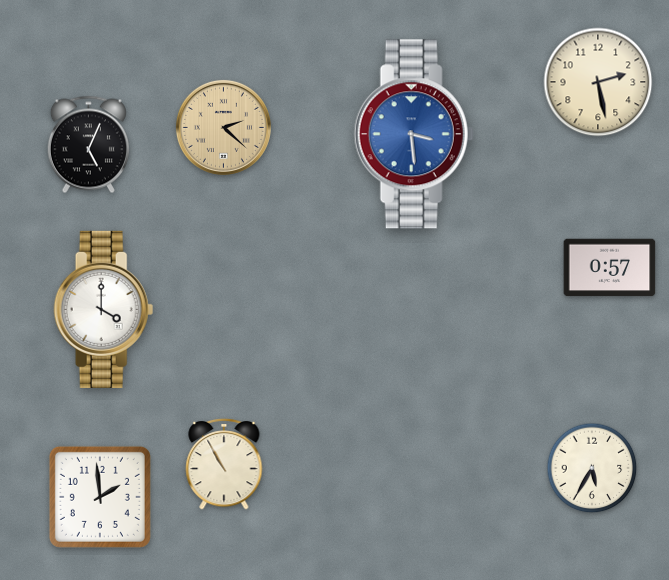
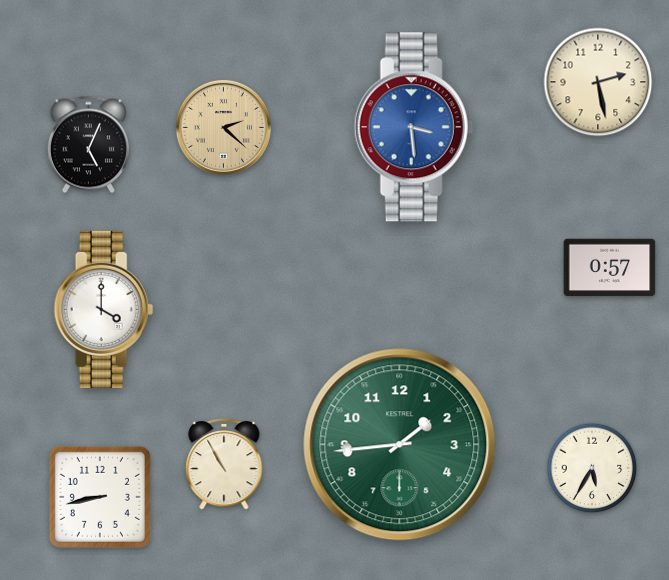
clock at (414, 134) position: (414, 134) -> (414, 127)
clock at (400, 445): none -> 1:44
clock at (100, 497): 1:59 -> 8:43
